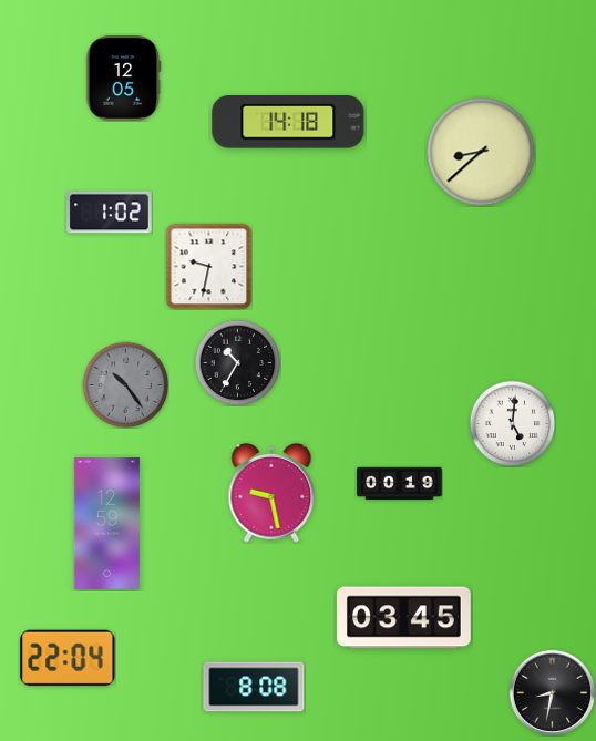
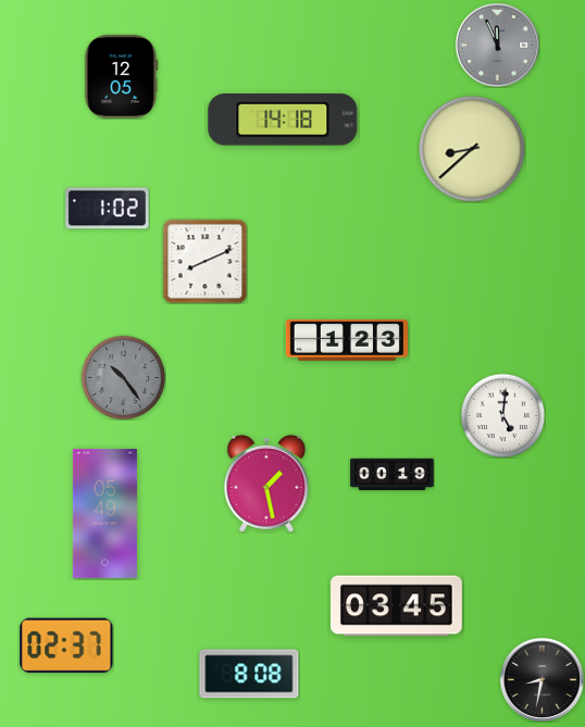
clock at (497, 45): none -> 11:56
clock at (208, 266): 9:32 -> 8:11
clock at (346, 340): none -> 1:23
clock at (237, 362): 10:35 -> none
clock at (271, 493): 9:28 -> 1:28
clock at (106, 523): 12:59 -> 05:49
clock at (68, 658): 22:04 -> 02:37
